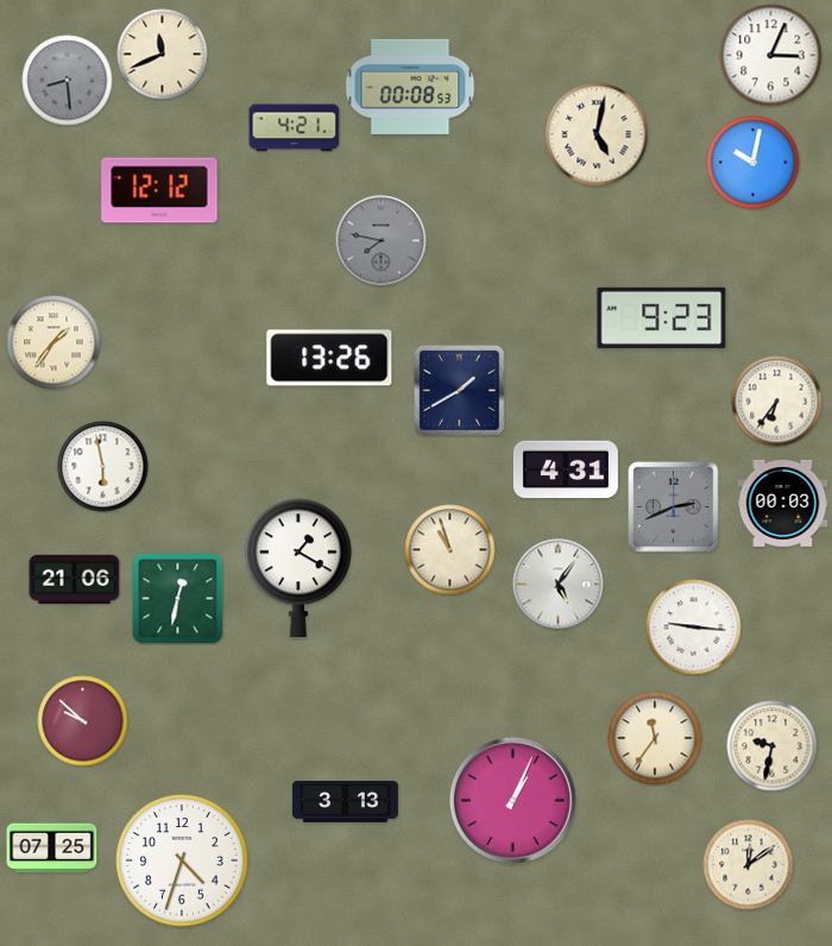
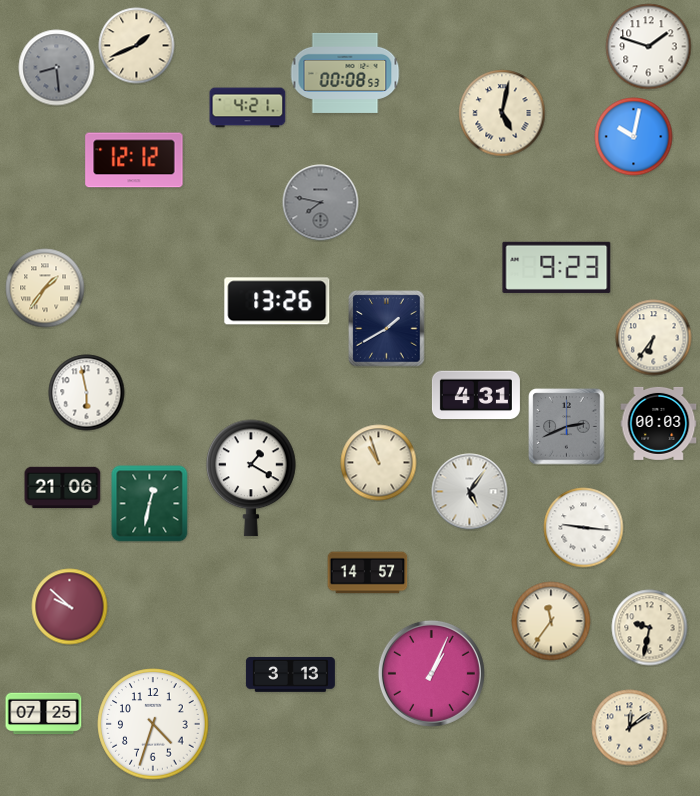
clock at (163, 55): 11:41 -> 1:41
clock at (771, 56): 3:04 -> 1:48
clock at (368, 573): none -> 14:57
